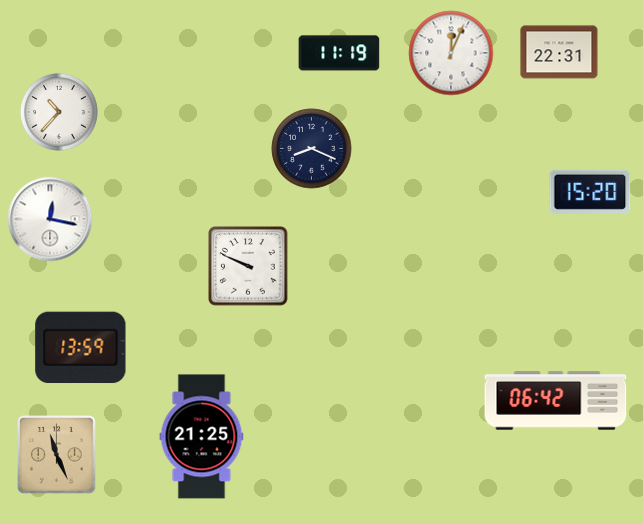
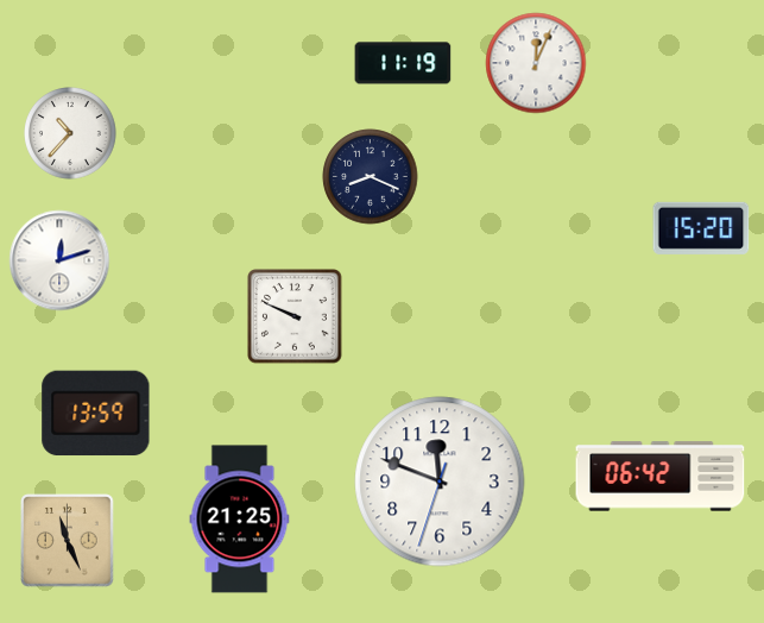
clock at (559, 52): 22:31 -> none
clock at (50, 219): 12:17 -> 12:12
clock at (440, 482): none -> 11:48
